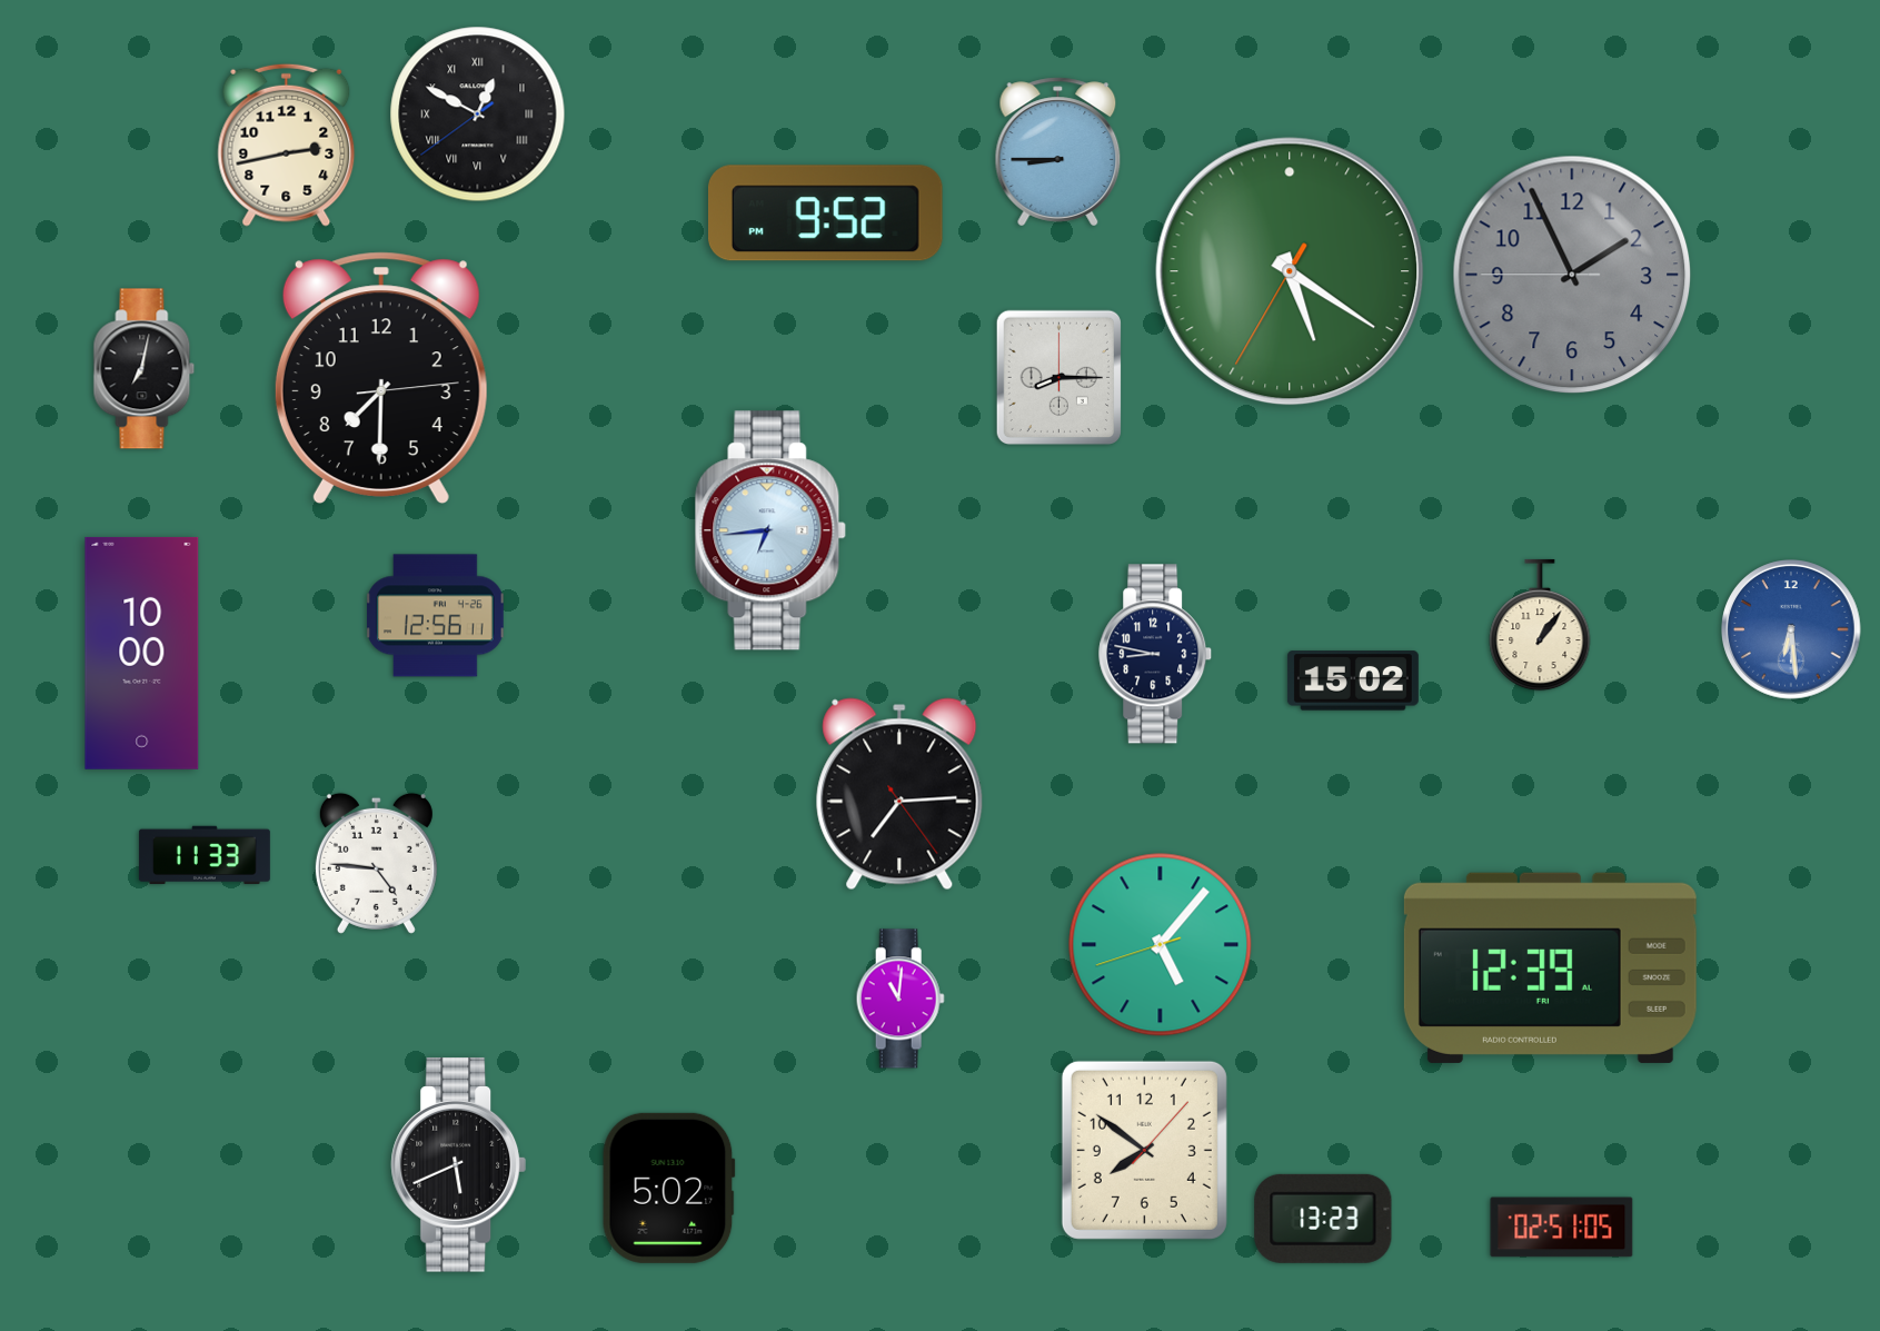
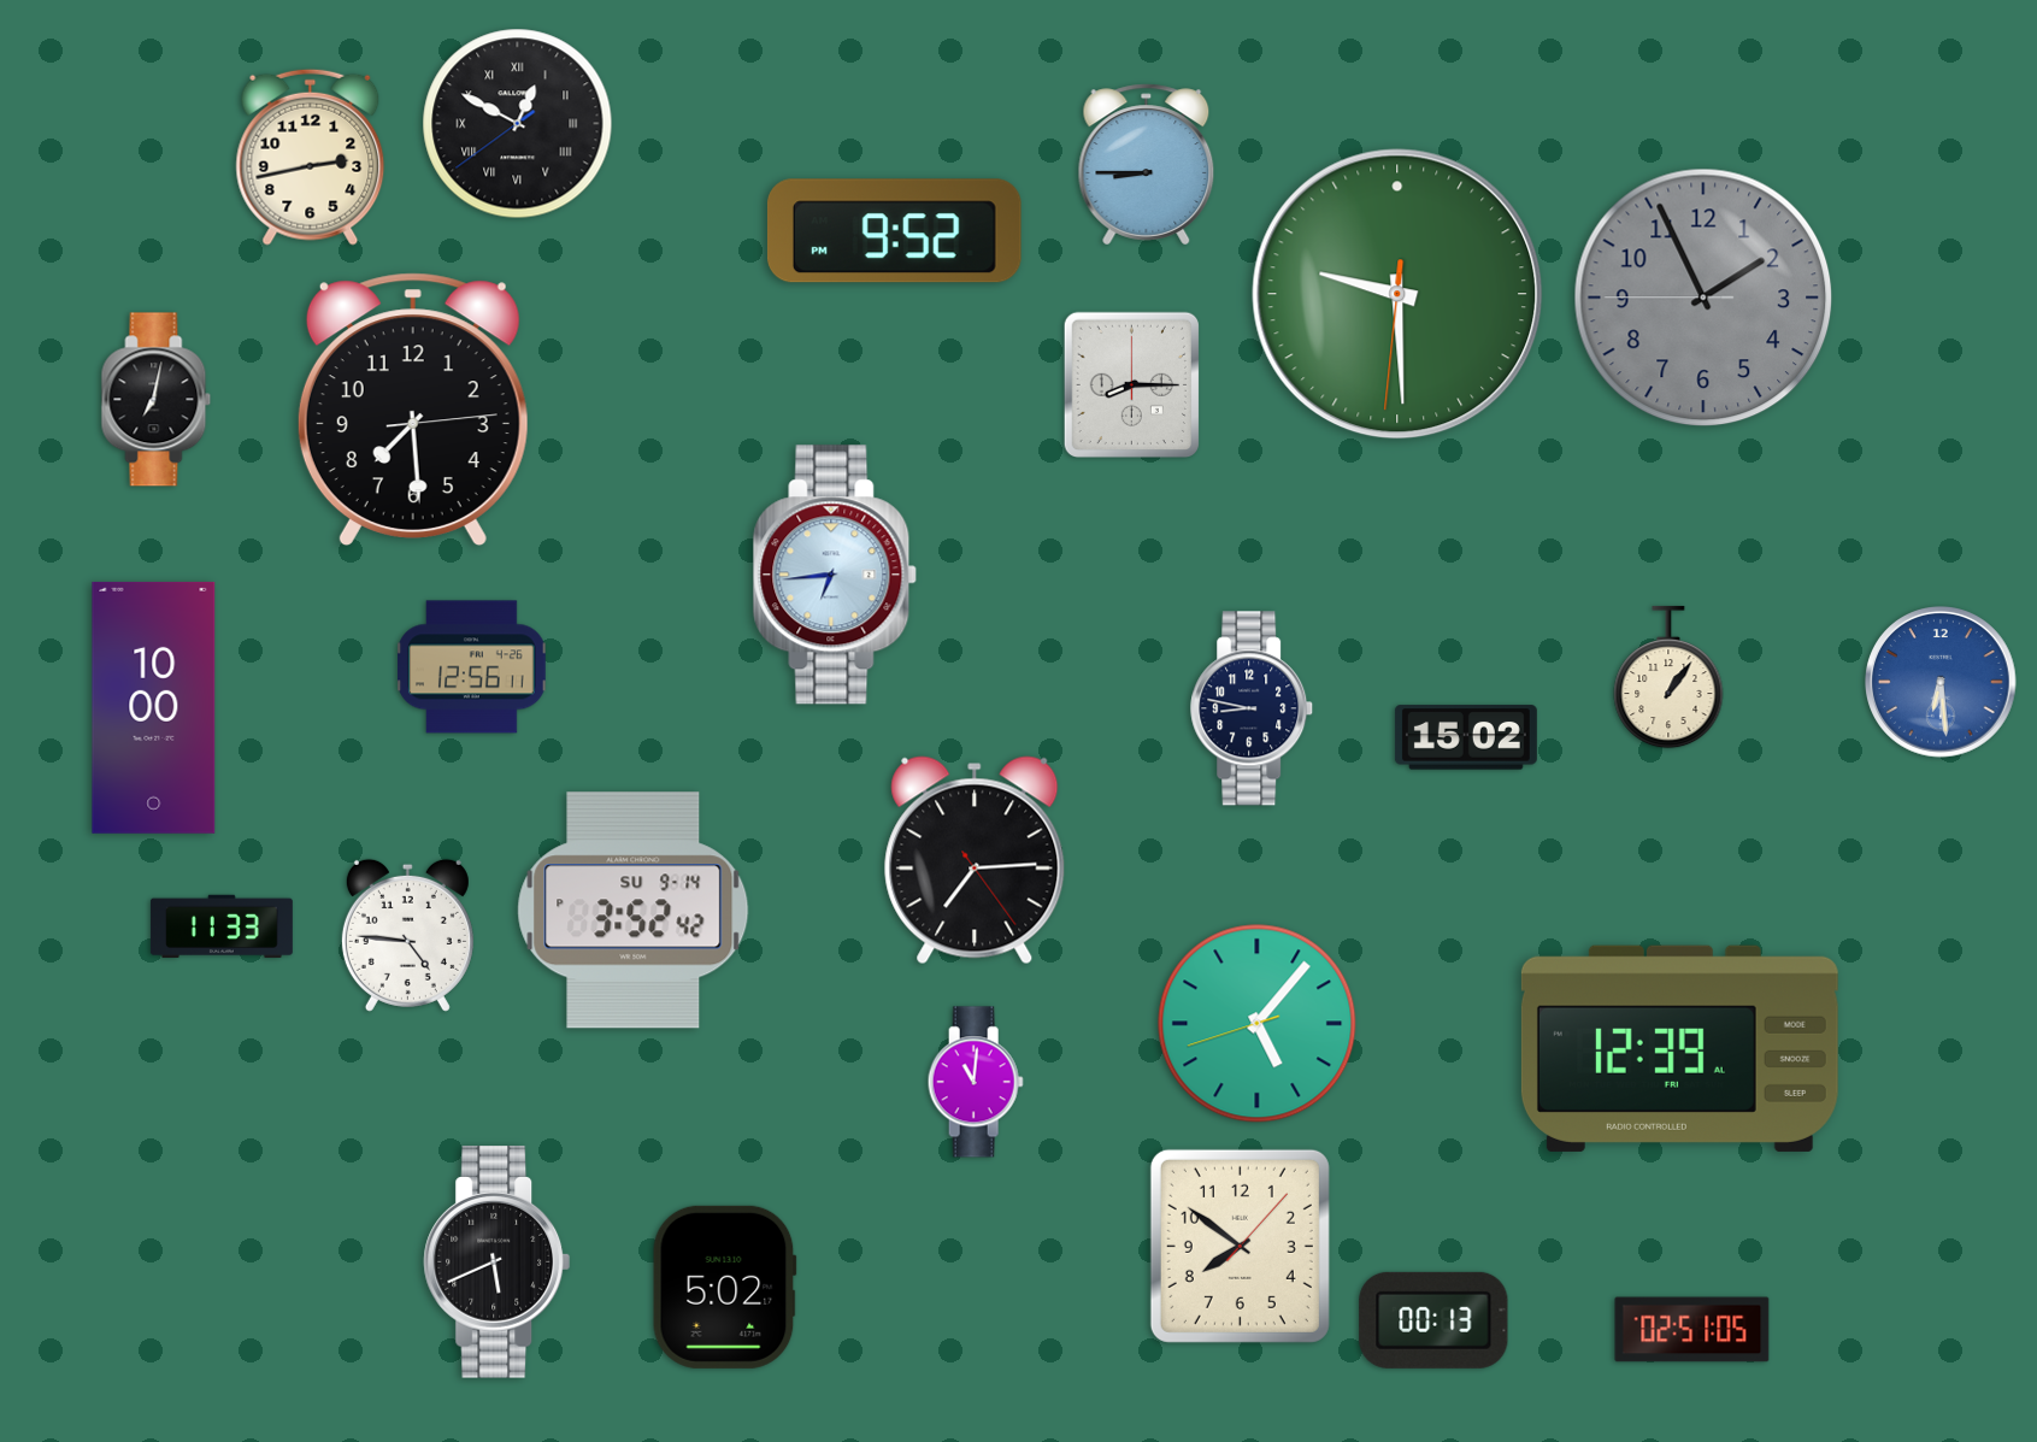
clock at (1290, 271): 5:20 -> 9:29
clock at (1058, 377) position: (1058, 377) -> (1131, 384)
clock at (381, 378): 7:30 -> 7:29
clock at (634, 911): none -> 3:52
clock at (1323, 1219): 13:23 -> 00:13
